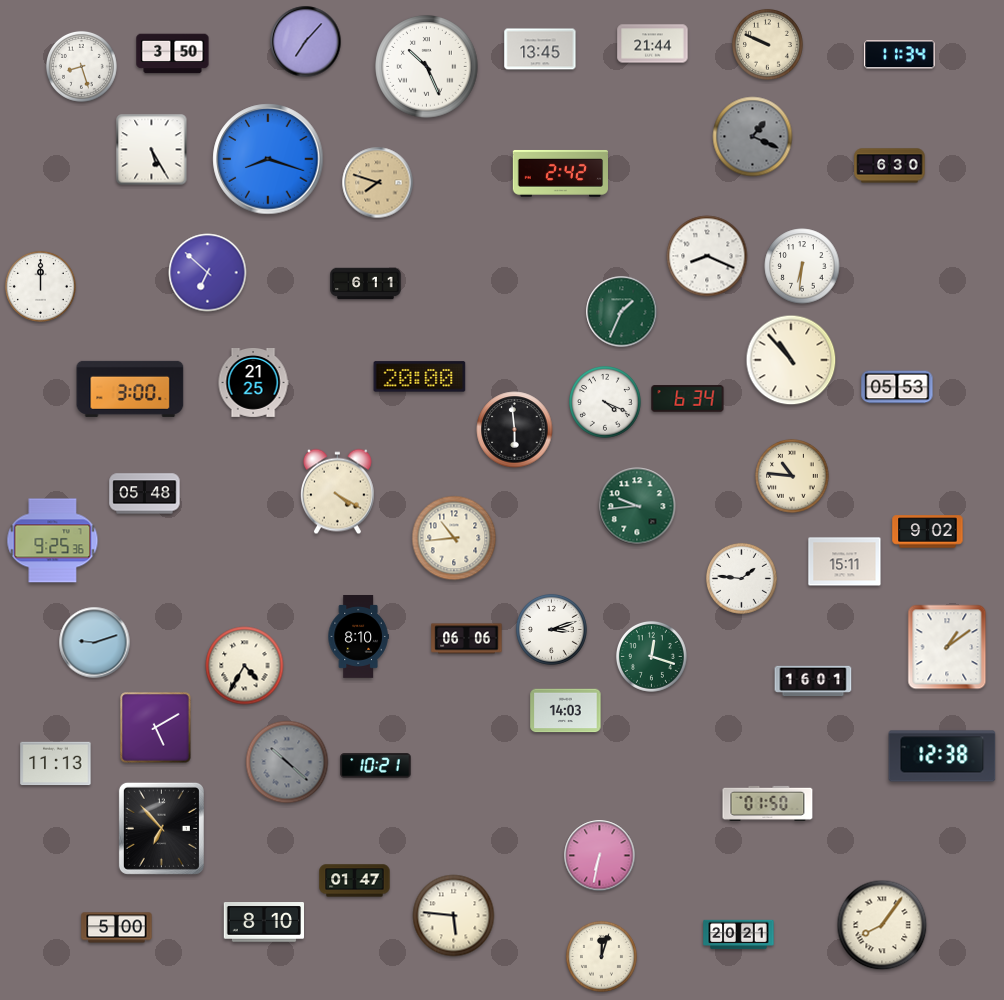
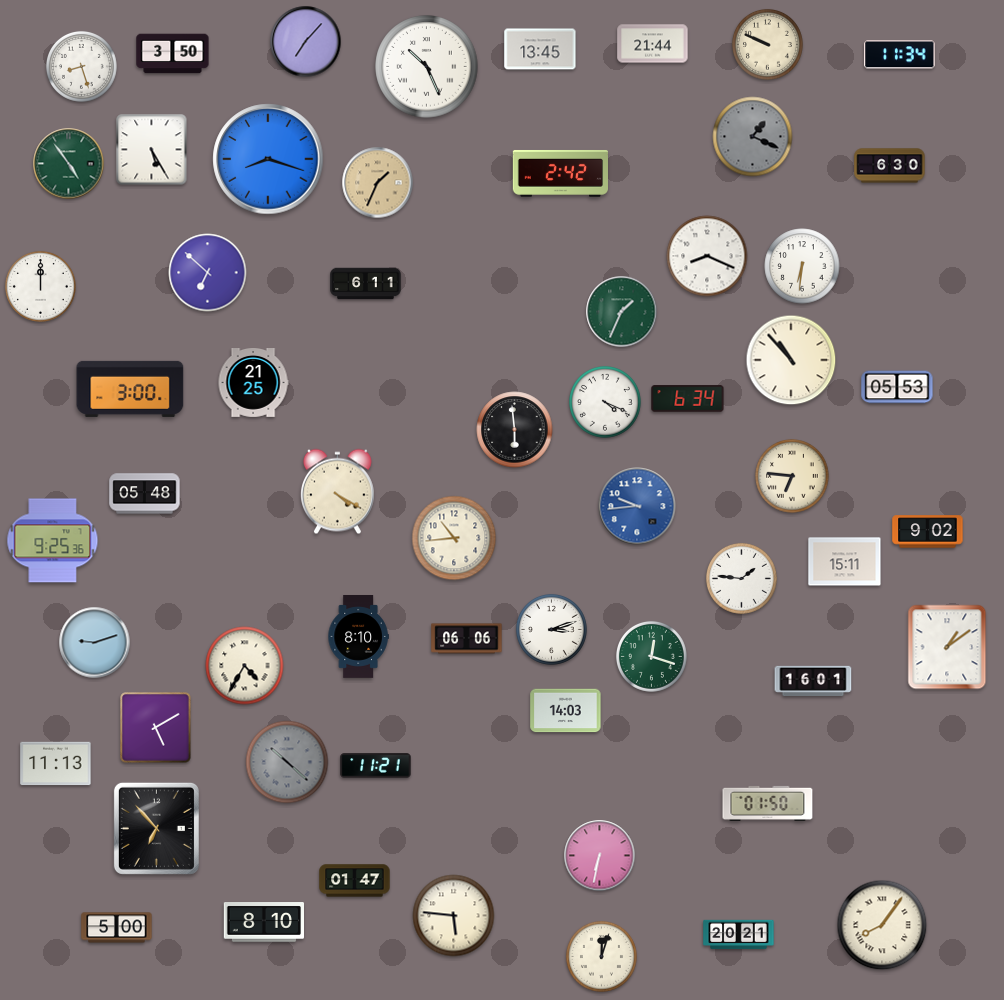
clock at (69, 164): none -> 4:54
clock at (378, 183): 7:48 -> 1:34
clock at (420, 377): 20:00 -> none
clock at (792, 476): 10:46 -> 6:46
clock at (637, 506) dial: green -> blue
clock at (942, 756): 12:38 -> none
clock at (376, 766): 10:21 -> 11:21
clock at (161, 828) position: (161, 828) -> (156, 828)
